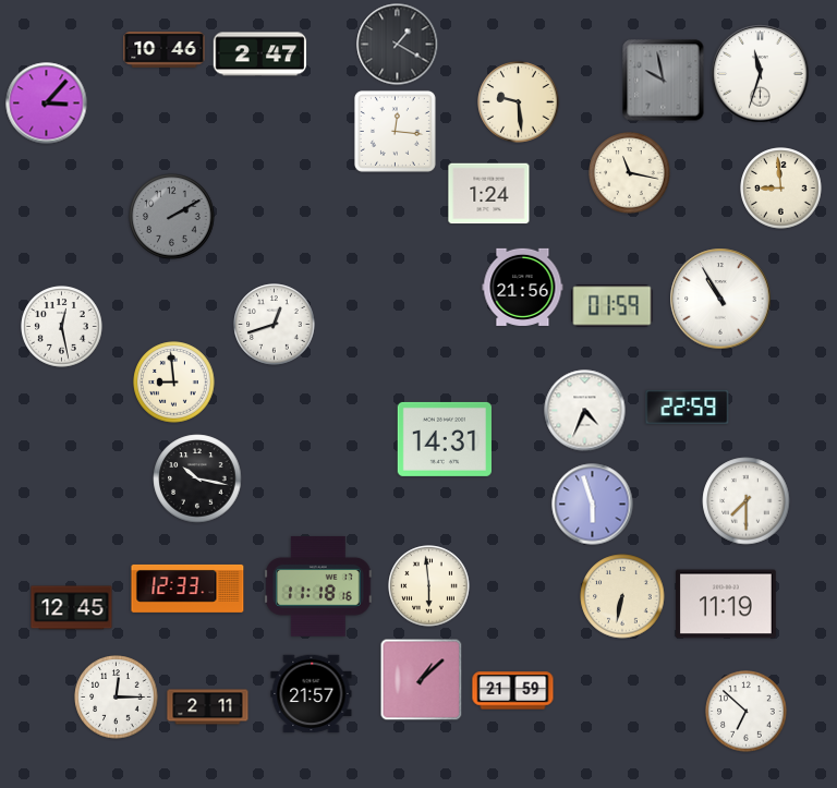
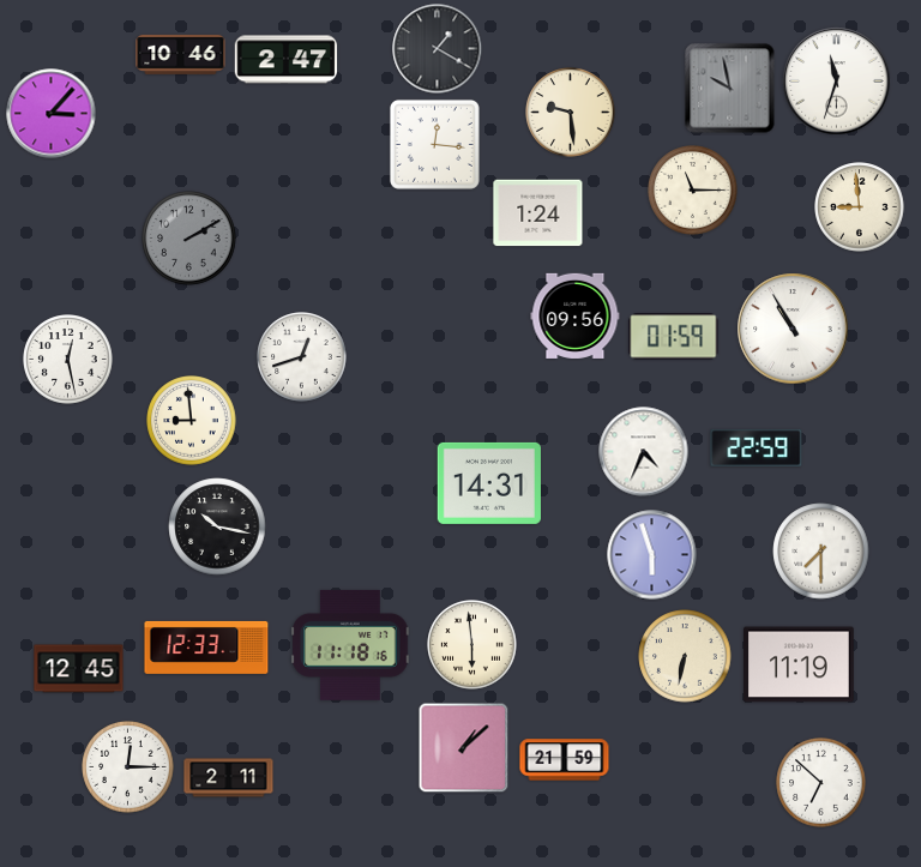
clock at (630, 173): 11:17 -> 11:15
clock at (523, 287): 21:56 -> 09:56
clock at (312, 694): 21:57 -> none
